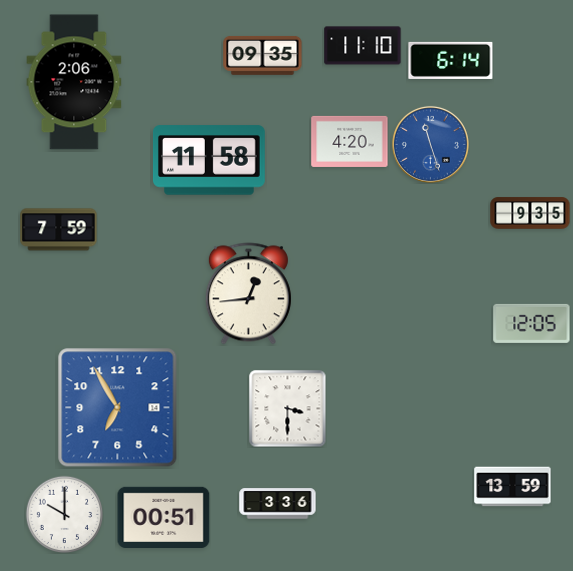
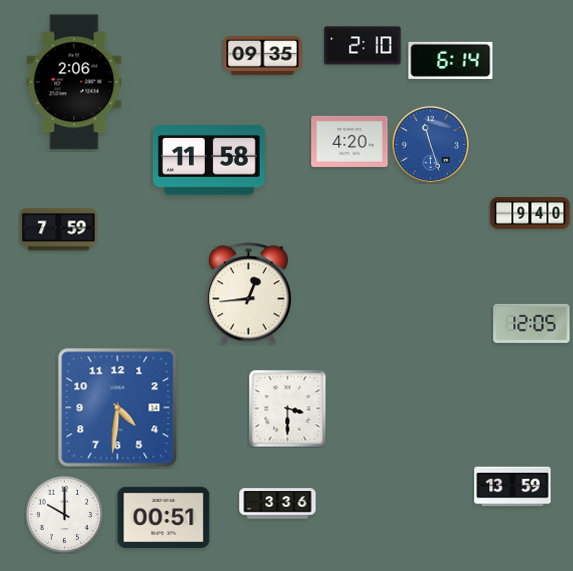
clock at (363, 46): 11:10 -> 2:10
clock at (530, 213): 9:35 -> 9:40
clock at (118, 408): 6:55 -> 4:31
